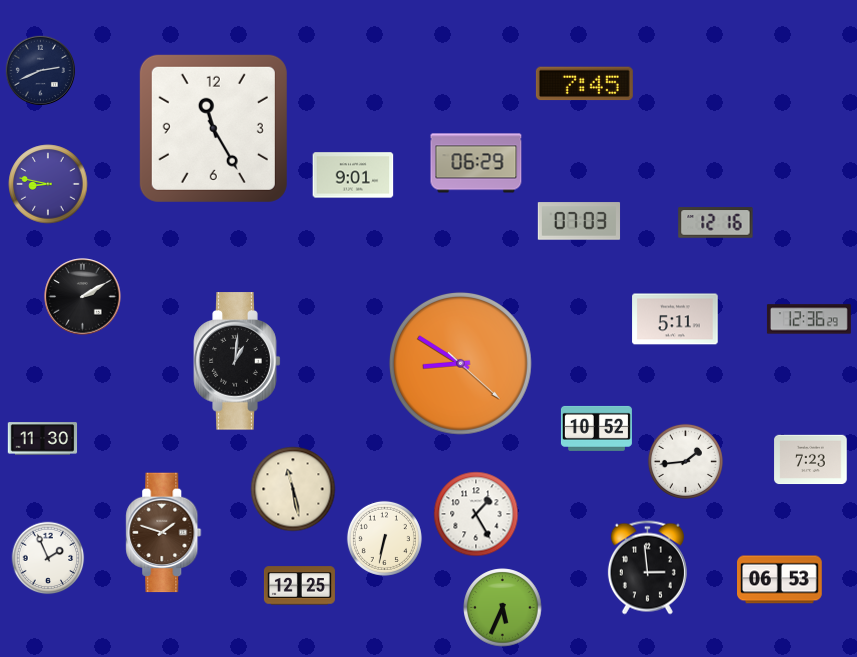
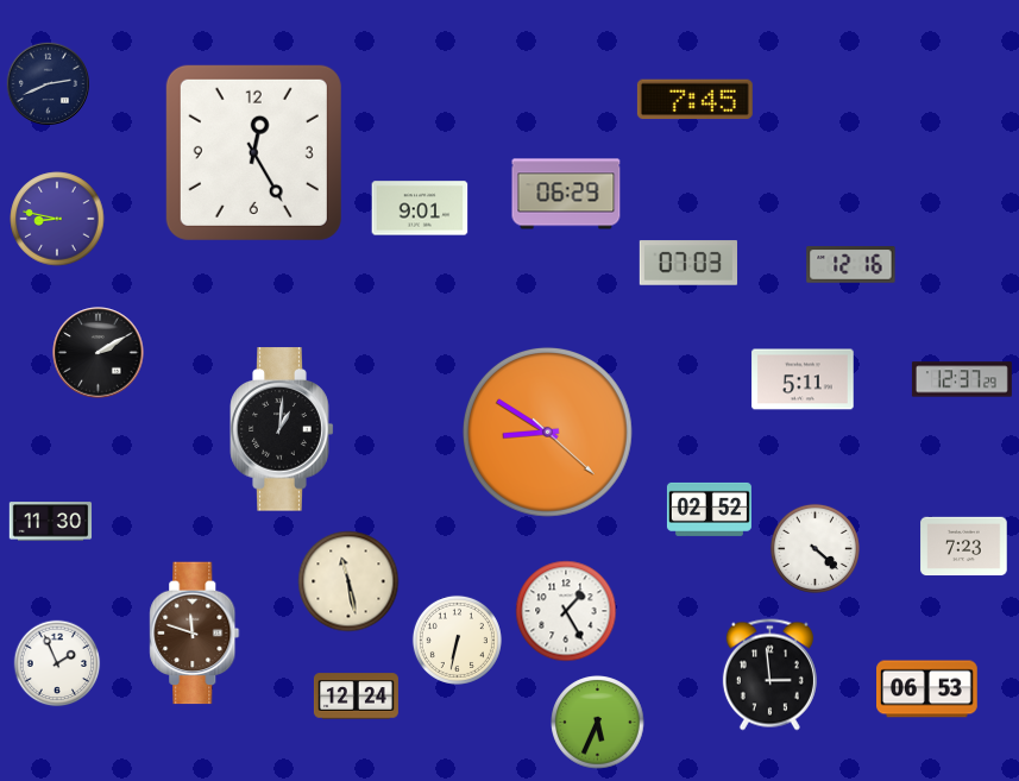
clock at (213, 128): 11:25 -> 12:25
clock at (809, 319): 12:36 -> 12:37
clock at (596, 428): 10:52 -> 02:52
clock at (685, 461): 1:44 -> 4:22
clock at (164, 533): 1:48 -> 11:48
clock at (299, 586): 12:25 -> 12:24
